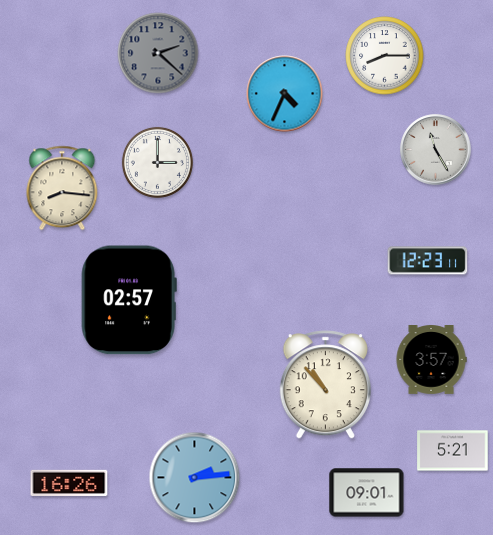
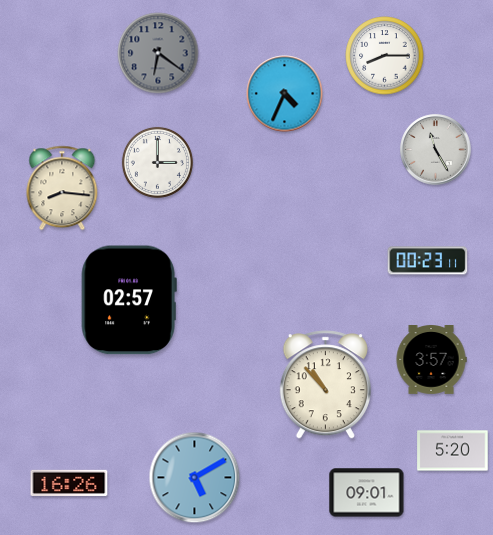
clock at (158, 53): 2:22 -> 6:21
clock at (428, 261): 12:23 -> 00:23
clock at (453, 451): 5:21 -> 5:20
clock at (195, 478): 2:14 -> 5:10
